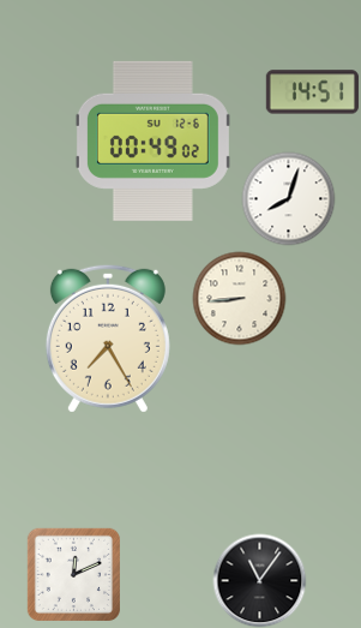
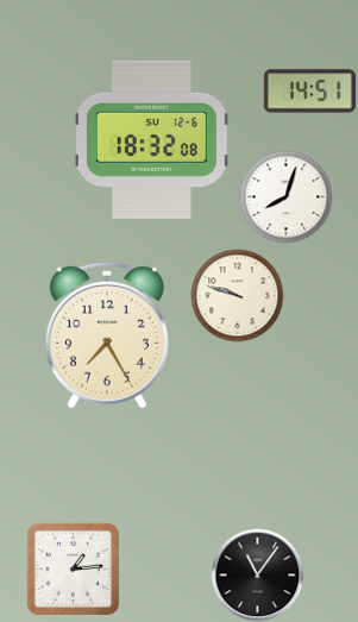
clock at (152, 140): 00:49 -> 18:32
clock at (239, 298): 8:44 -> 9:48
clock at (73, 574): 12:11 -> 1:14
